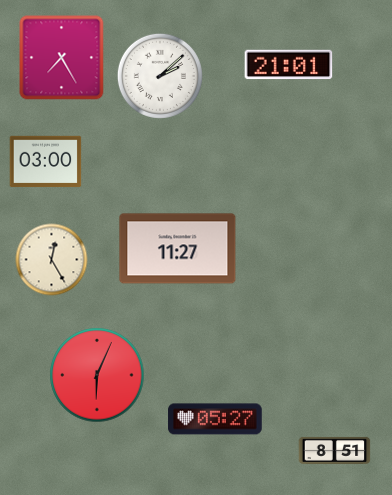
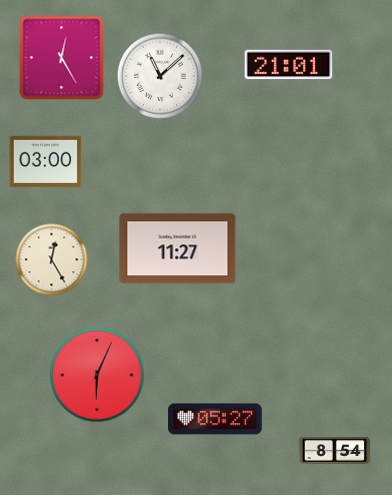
clock at (62, 58): 7:25 -> 12:25
clock at (160, 76): 2:08 -> 11:08
clock at (335, 450): 8:51 -> 8:54
